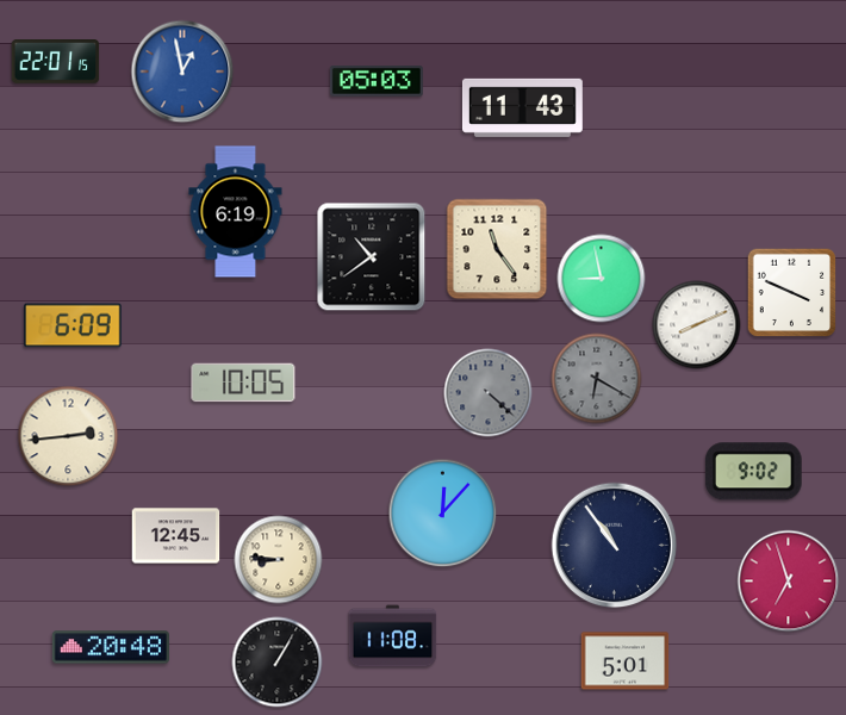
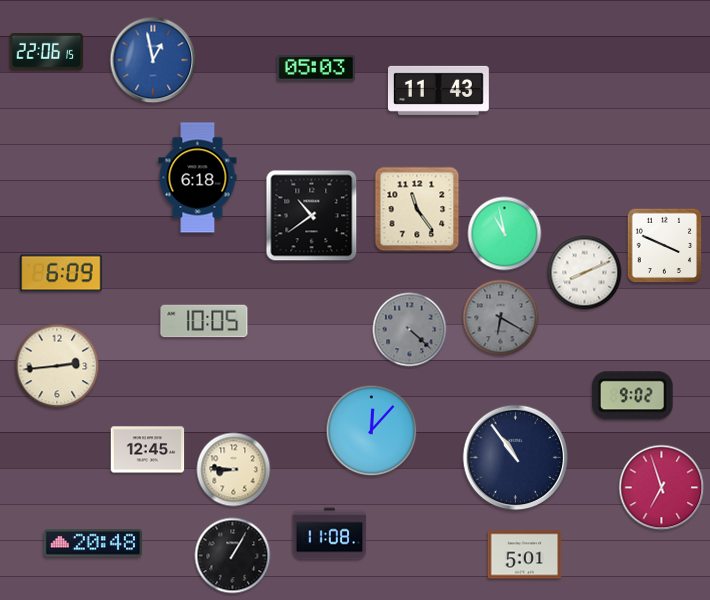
clock at (56, 62): 22:01 -> 22:06
clock at (236, 212): 6:19 -> 6:18
clock at (602, 279): 8:58 -> 10:58
